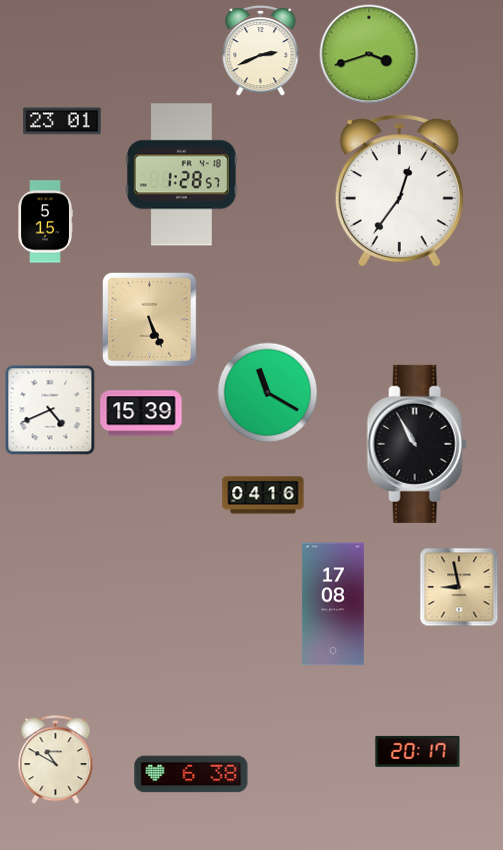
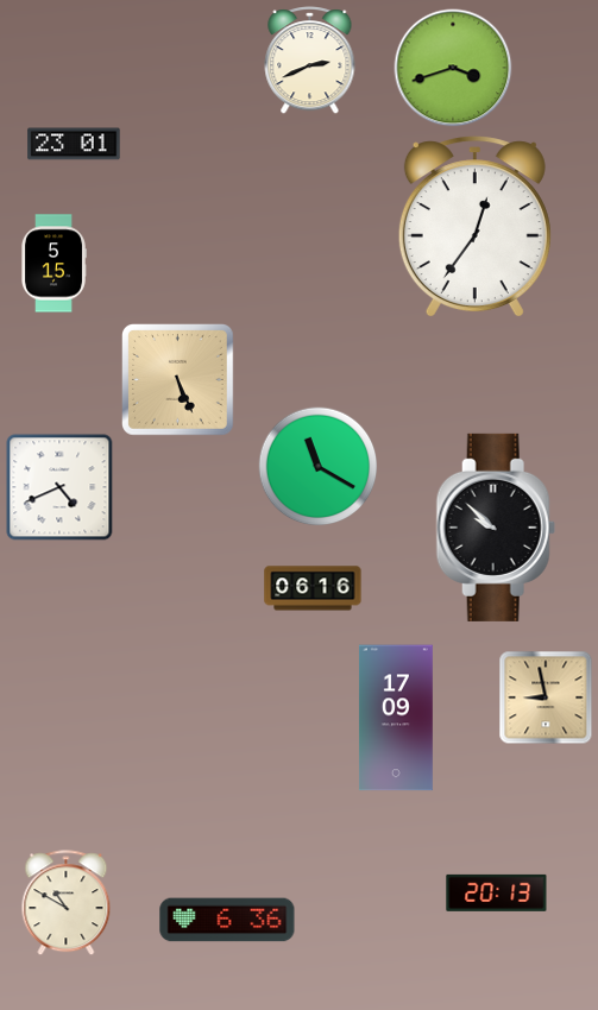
clock at (369, 54) position: (369, 54) -> (453, 68)
clock at (181, 175): 1:28 -> none
clock at (141, 413): 15:39 -> none
clock at (417, 444): 10:55 -> 9:52
clock at (263, 495): 04:16 -> 06:16
clock at (333, 604): 17:08 -> 17:09
clock at (418, 751): 20:17 -> 20:13
clock at (191, 774): 6:38 -> 6:36
